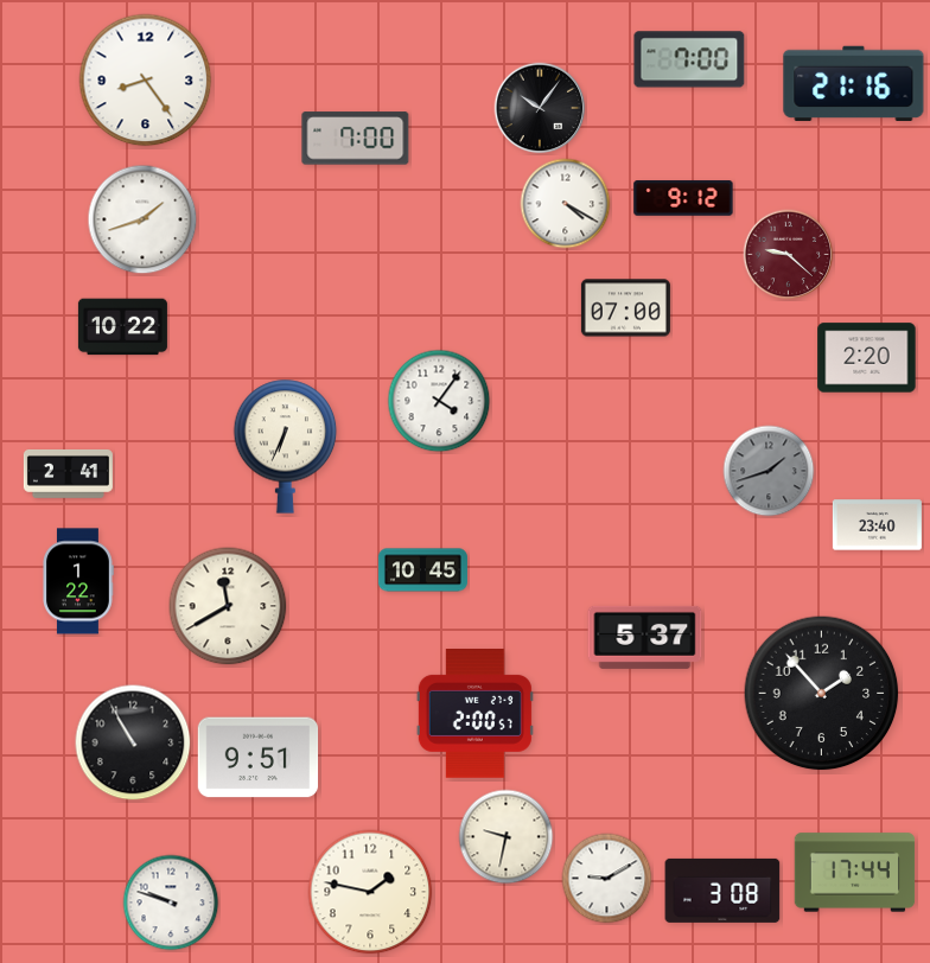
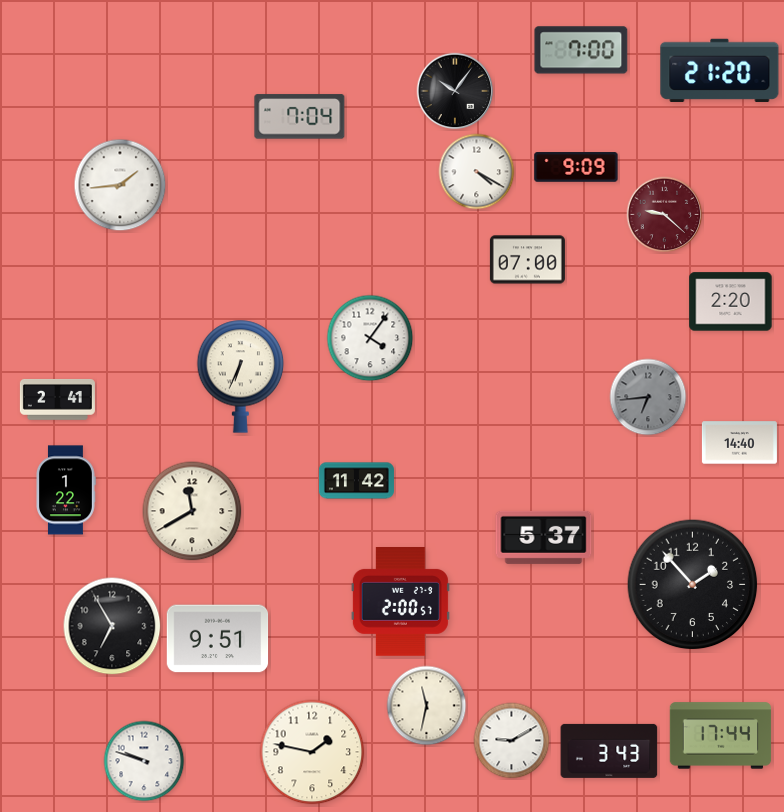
clock at (146, 81): 8:24 -> none
clock at (854, 83): 21:16 -> 21:20
clock at (356, 139): 7:00 -> 7:04
clock at (683, 198): 9:12 -> 9:09
clock at (142, 219): 1:42 -> 1:44
clock at (122, 327): 10:22 -> none
clock at (769, 471): 1:42 -> 6:44
clock at (877, 525): 23:40 -> 14:40
clock at (422, 570): 10:45 -> 11:42
clock at (133, 742): 10:55 -> 6:55
clock at (507, 837): 9:32 -> 11:32
clock at (722, 891): 3:08 -> 3:43
